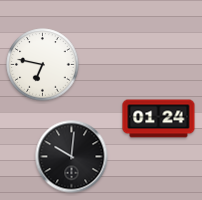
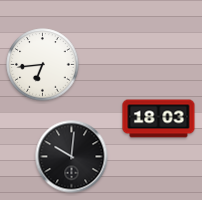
clock at (43, 65): 6:47 -> 6:44
clock at (159, 119): 01:24 -> 18:03
